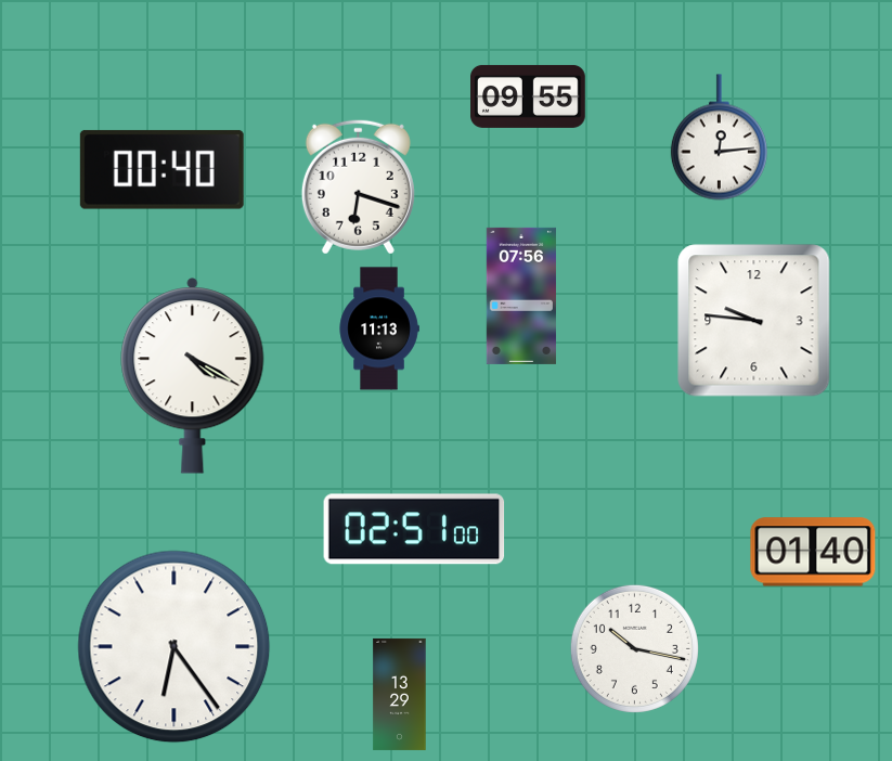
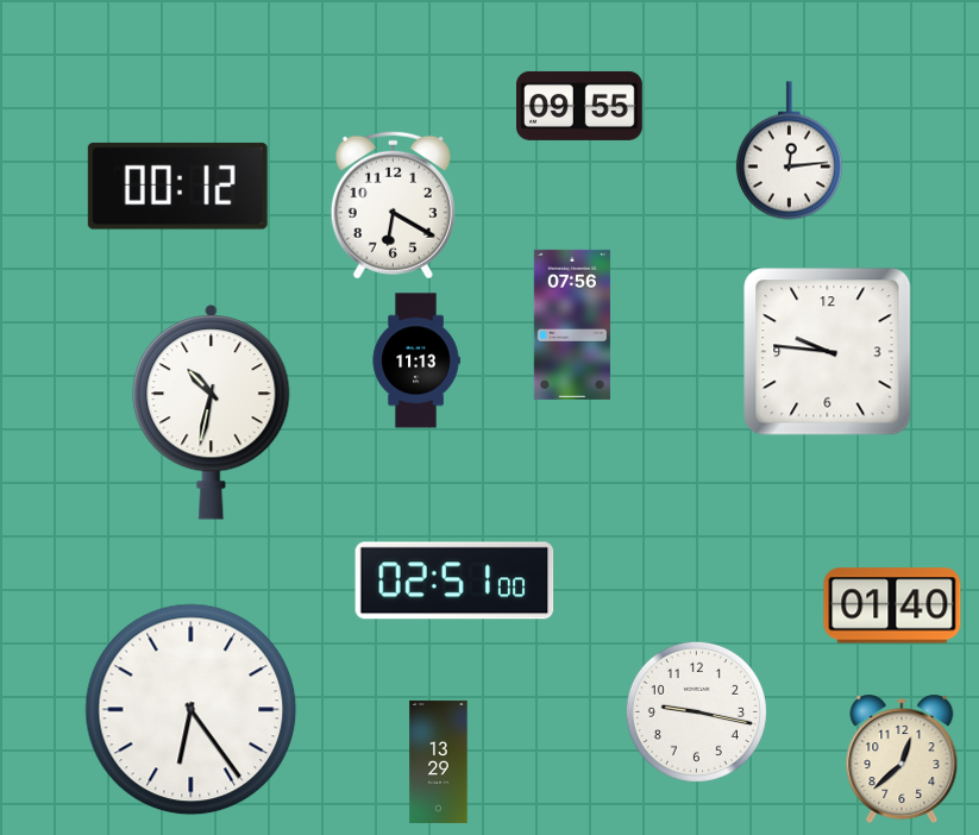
clock at (161, 169): 00:40 -> 00:12
clock at (358, 186): 6:18 -> 6:20
clock at (193, 376): 4:20 -> 10:32
clock at (634, 648): 10:17 -> 9:17
clock at (902, 759): none -> 12:38
